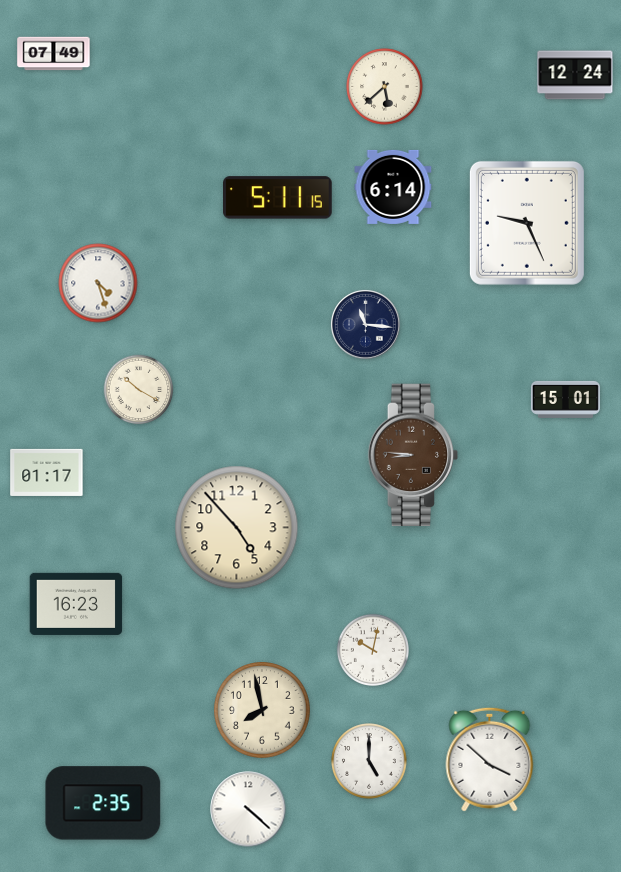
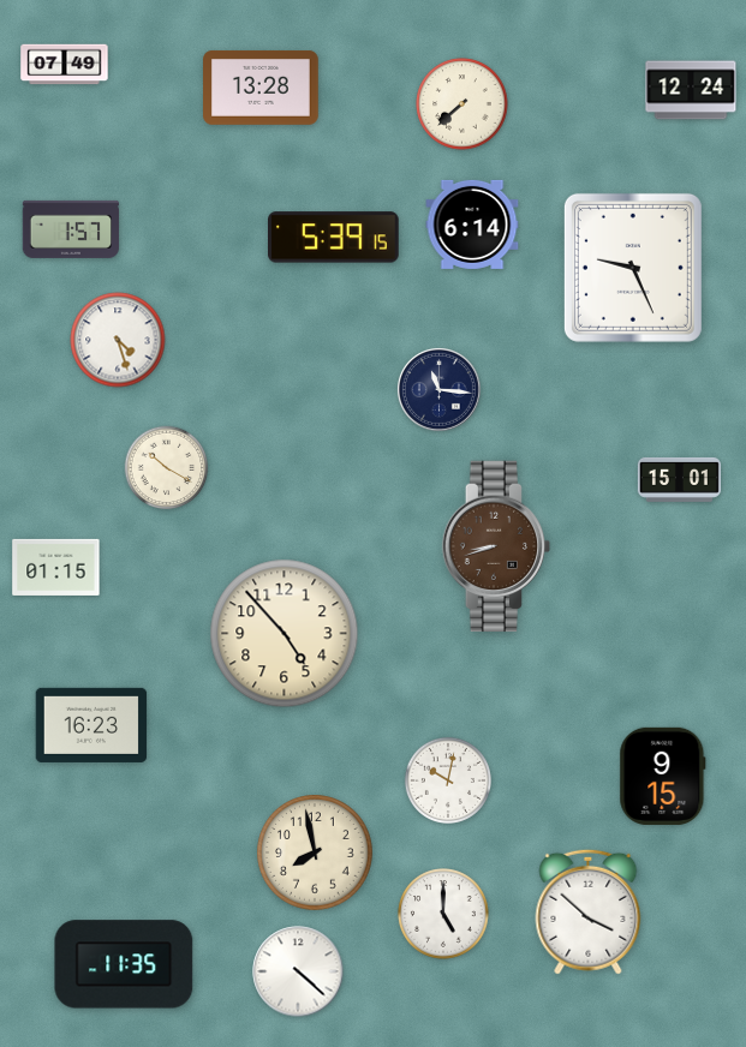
clock at (262, 88): none -> 13:28
clock at (385, 87): 5:38 -> 7:38
clock at (71, 229): none -> 1:57
clock at (278, 198): 5:11 -> 5:39
clock at (413, 455): 8:46 -> 8:42
clock at (47, 472): 01:17 -> 01:15
clock at (663, 776): none -> 9:15
clock at (103, 803): 2:35 -> 11:35
